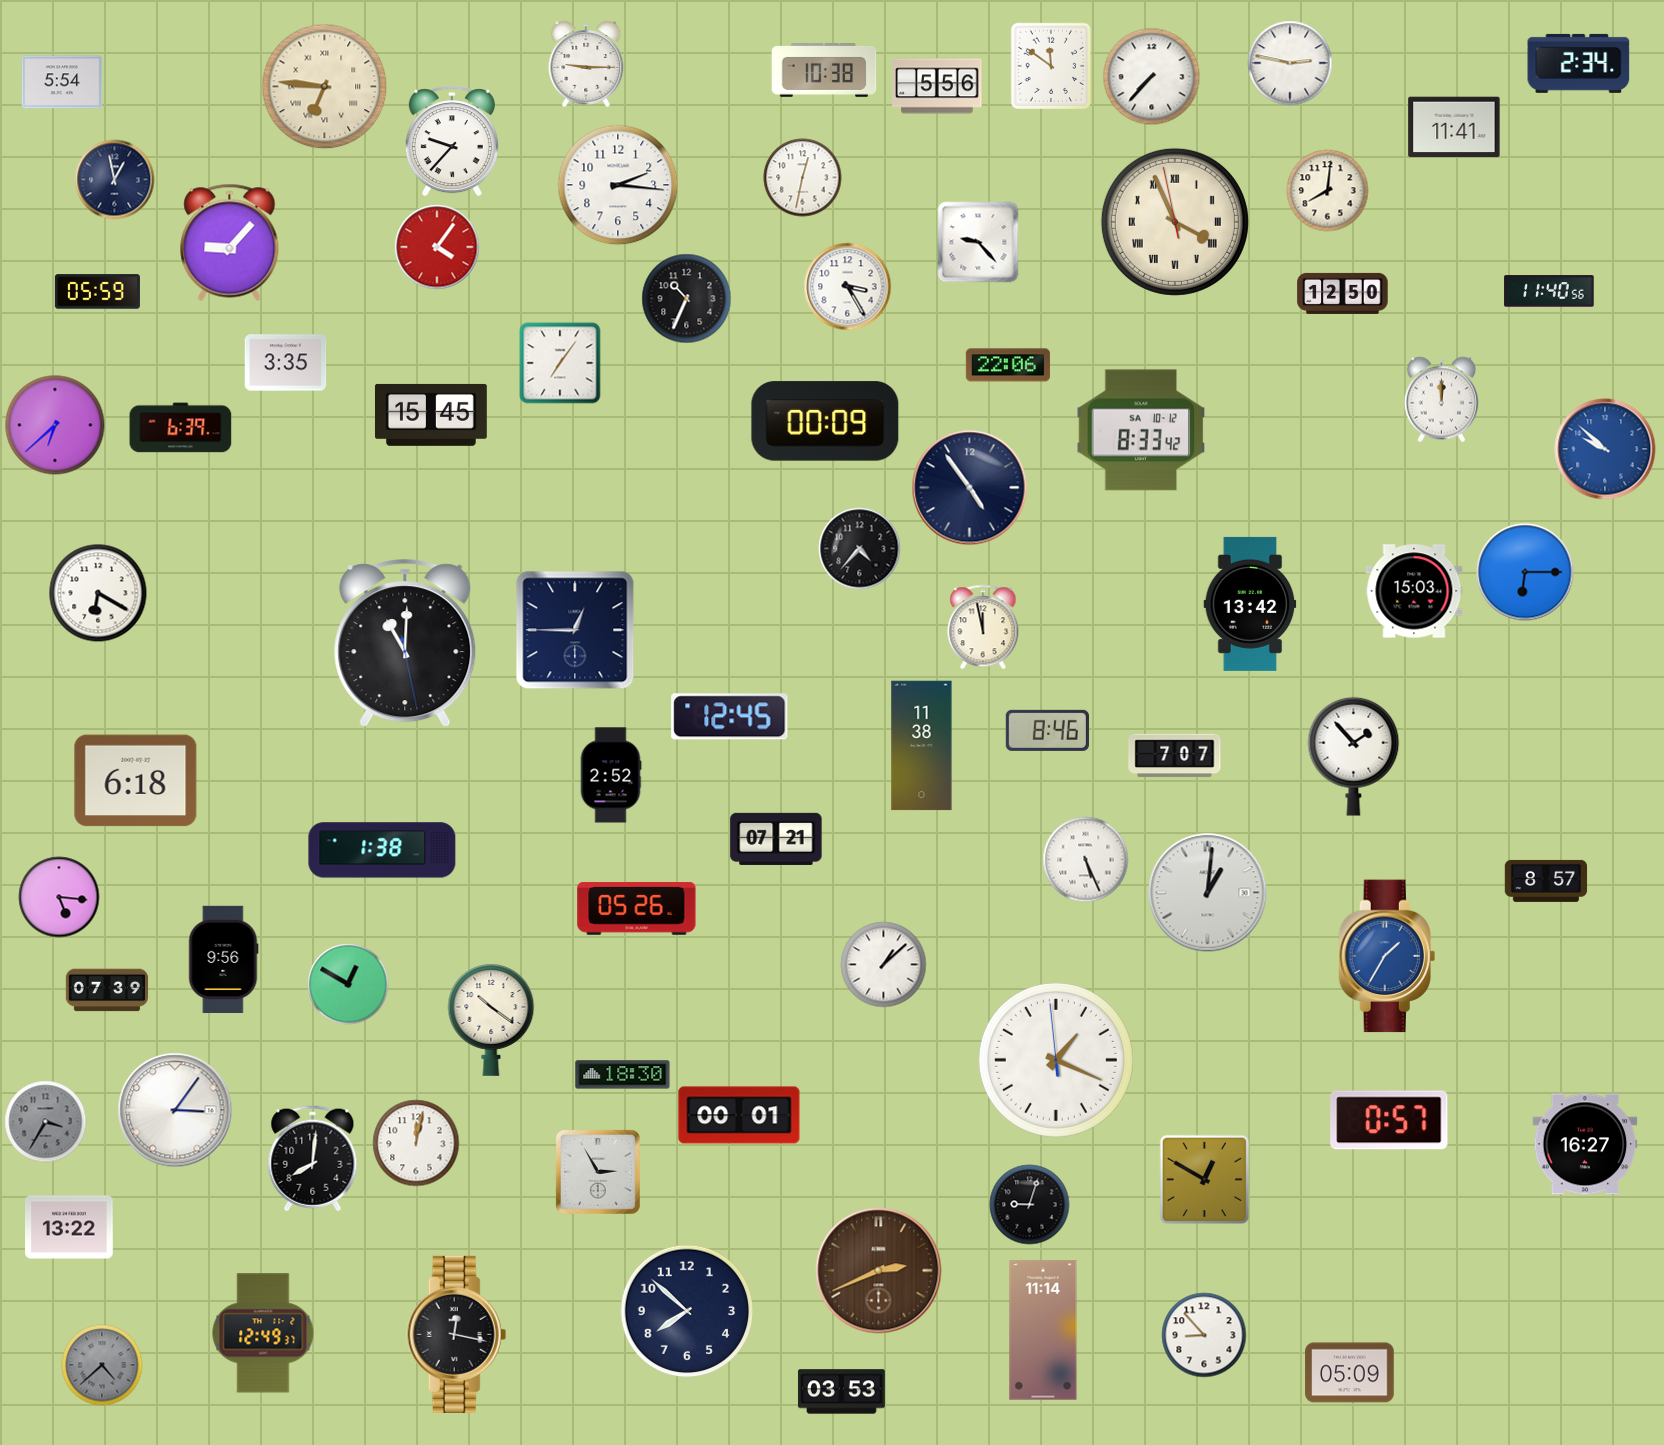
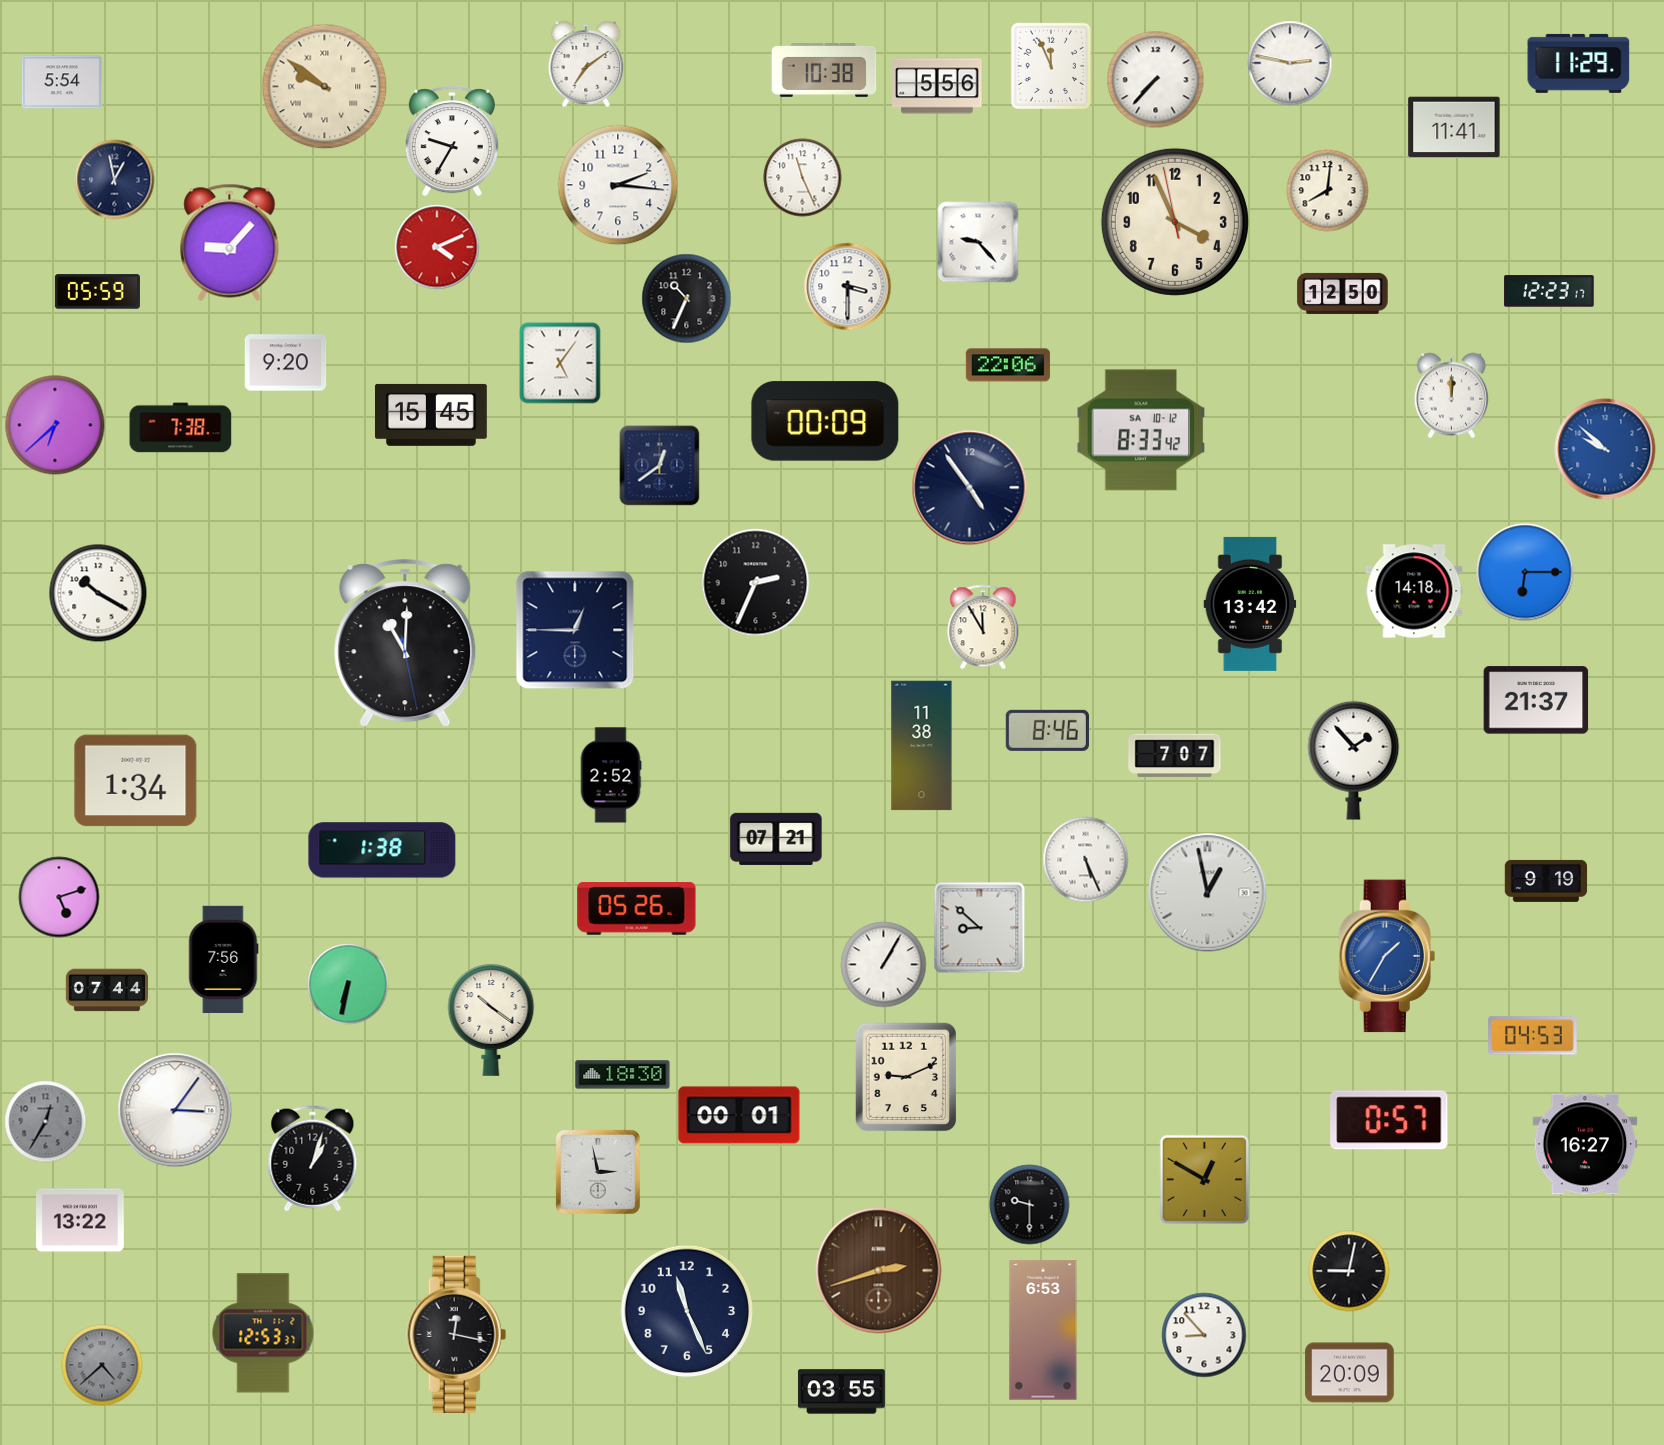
clock at (1579, 63): 2:34 -> 11:29
clock at (586, 64): 9:15 -> 7:09
clock at (1050, 65): 11:51 -> 11:56
clock at (1152, 77) position: (1152, 77) -> (1156, 80)
clock at (325, 87): 6:46 -> 9:51
clock at (452, 141): 9:37 -> 9:35
clock at (803, 178): 12:32 -> 11:26
clock at (1175, 222) numerals: Roman -> Arabic
clock at (437, 247): 4:06 -> 4:11
clock at (848, 287): 3:25 -> 3:30
clock at (1549, 291): 11:40 -> 12:23
clock at (286, 363): 3:35 -> 9:20
clock at (560, 363): 7:06 -> 5:06
clock at (1441, 400) position: (1441, 400) -> (1451, 396)
clock at (181, 428): 6:39 -> 7:38
clock at (660, 466): none -> 12:39
clock at (860, 549): 4:37 -> none
clock at (756, 583): none -> 2:34
clock at (1414, 591): 15:03 -> 14:18
clock at (98, 593): 6:20 -> 10:20
clock at (983, 627): 11:58 -> 11:55
clock at (1536, 700): none -> 21:37
clock at (730, 717): 12:45 -> none
clock at (1354, 756) position: (1354, 756) -> (1354, 760)
clock at (136, 781): 6:18 -> 1:34
clock at (1546, 881): 8:57 -> 9:19
clock at (1208, 893): 1:01 -> 12:58
clock at (59, 897): 5:16 -> 5:12
clock at (980, 928): none -> 8:52
clock at (224, 959): 9:56 -> 7:56
clock at (884, 965): 1:08 -> 1:05
clock at (348, 984): 12:50 -> 6:32
clock at (107, 990): 07:39 -> 07:44
clock at (1533, 1036): none -> 04:53
clock at (1056, 1060): 1:18 -> none
clock at (906, 1077): none -> 9:11
clock at (46, 1122): 3:35 -> 12:35
clock at (416, 1143): 12:02 -> none
clock at (313, 1159): 8:01 -> 1:03
clock at (598, 1172): 2:55 -> 2:58
clock at (1030, 1205): 9:03 -> 9:30
clock at (70, 1227) position: (70, 1227) -> (81, 1220)
clock at (879, 1271): 2:41 -> 2:42
clock at (1349, 1271): none -> 9:02
clock at (687, 1311): 7:52 -> 11:26
clock at (1043, 1330): 11:14 -> 6:53
clock at (263, 1333): 12:49 -> 12:53
clock at (1350, 1373): 05:09 -> 20:09
clock at (841, 1392): 03:53 -> 03:55
